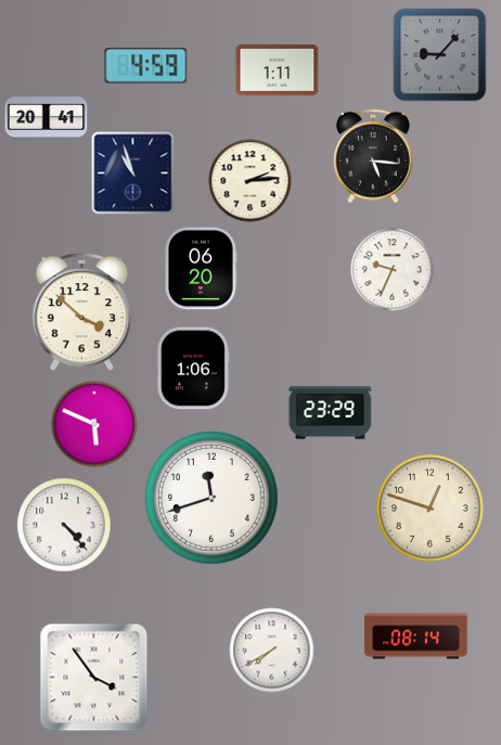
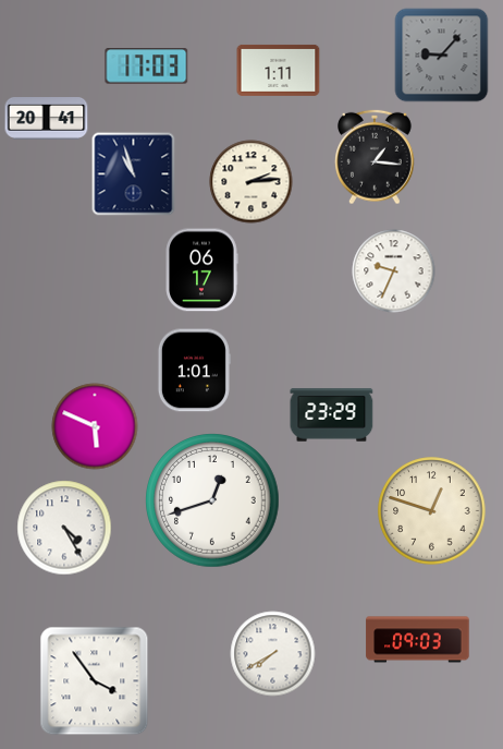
clock at (146, 66): 4:59 -> 17:03
clock at (374, 156): 5:16 -> 1:16
clock at (201, 269): 06:20 -> 06:17
clock at (81, 312): 3:52 -> none
clock at (193, 369): 1:06 -> 1:01
clock at (211, 498): 11:42 -> 12:42
clock at (64, 525): 4:23 -> 4:25
clock at (416, 637): 08:14 -> 09:03
